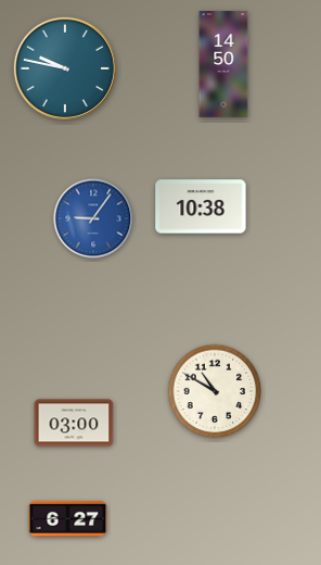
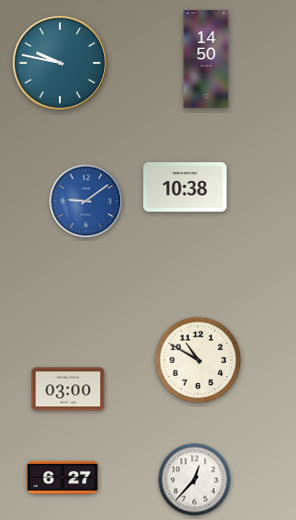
clock at (201, 206) position: (201, 206) -> (185, 187)
clock at (93, 218): 9:06 -> 9:09
clock at (195, 480): none -> 12:37
